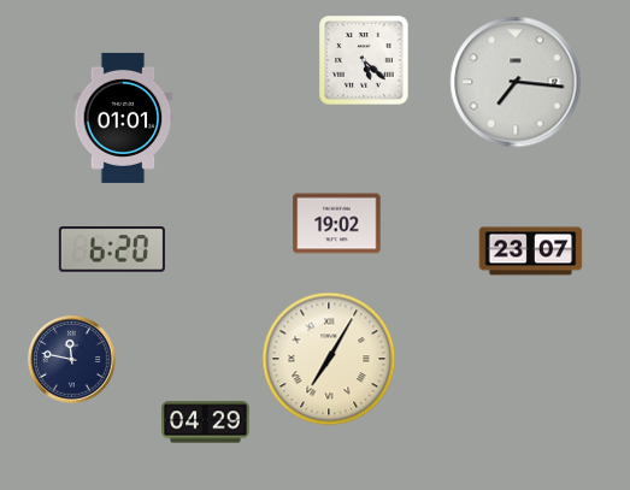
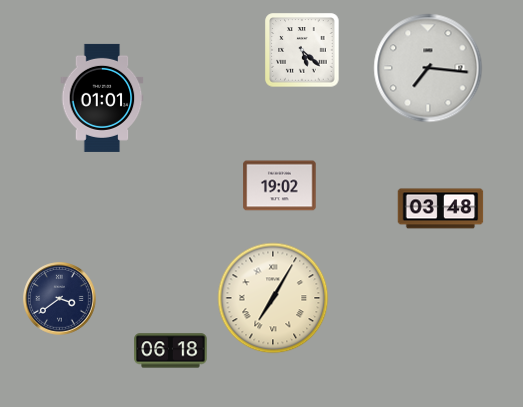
clock at (112, 249): 6:20 -> none
clock at (531, 252): 23:07 -> 03:48
clock at (72, 360): 11:47 -> 3:39
clock at (206, 423): 04:29 -> 06:18
